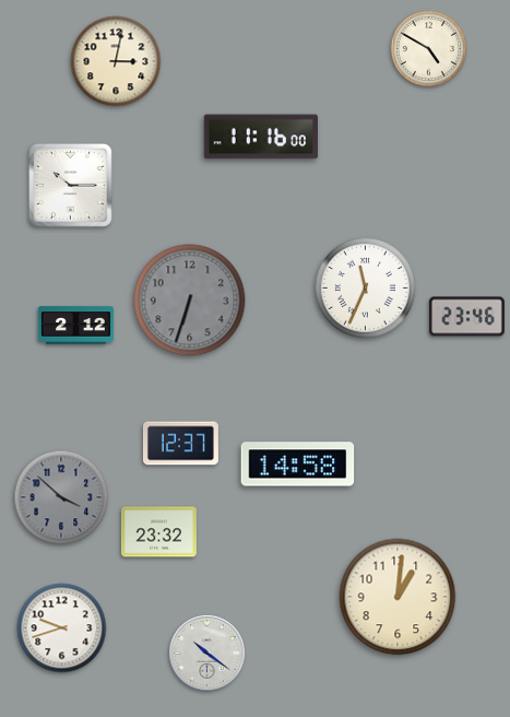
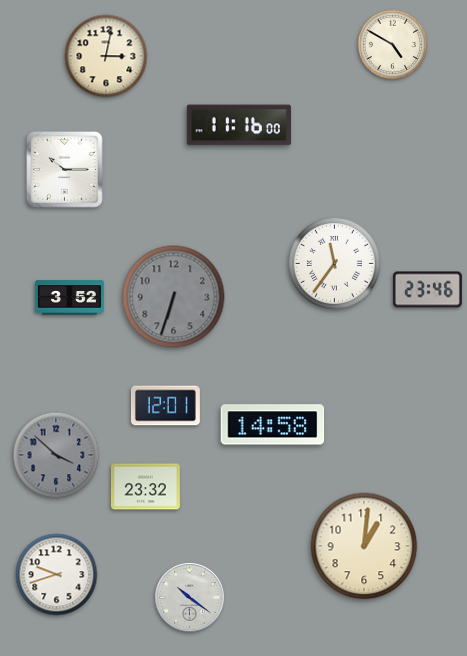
clock at (365, 287): 11:34 -> 11:36
clock at (190, 301) position: (190, 301) -> (174, 297)
clock at (75, 326): 2:12 -> 3:52
clock at (180, 444): 12:37 -> 12:01
